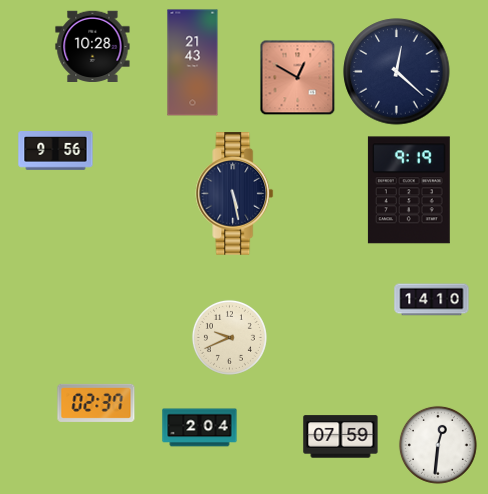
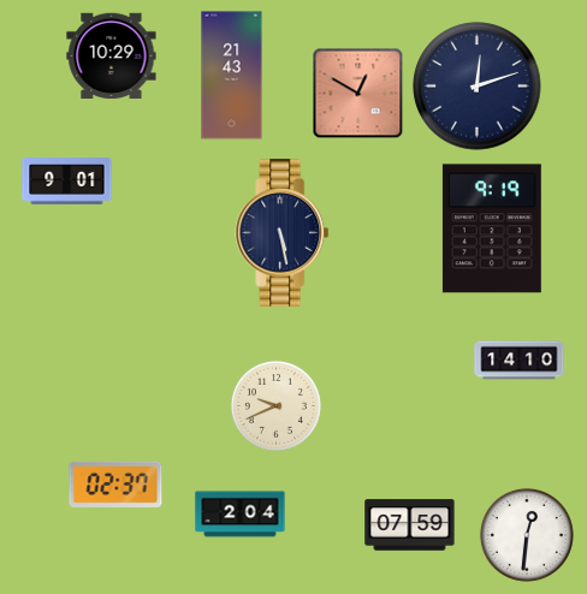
clock at (93, 47): 10:28 -> 10:29
clock at (397, 72): 12:22 -> 12:12
clock at (56, 151): 9:56 -> 9:01
